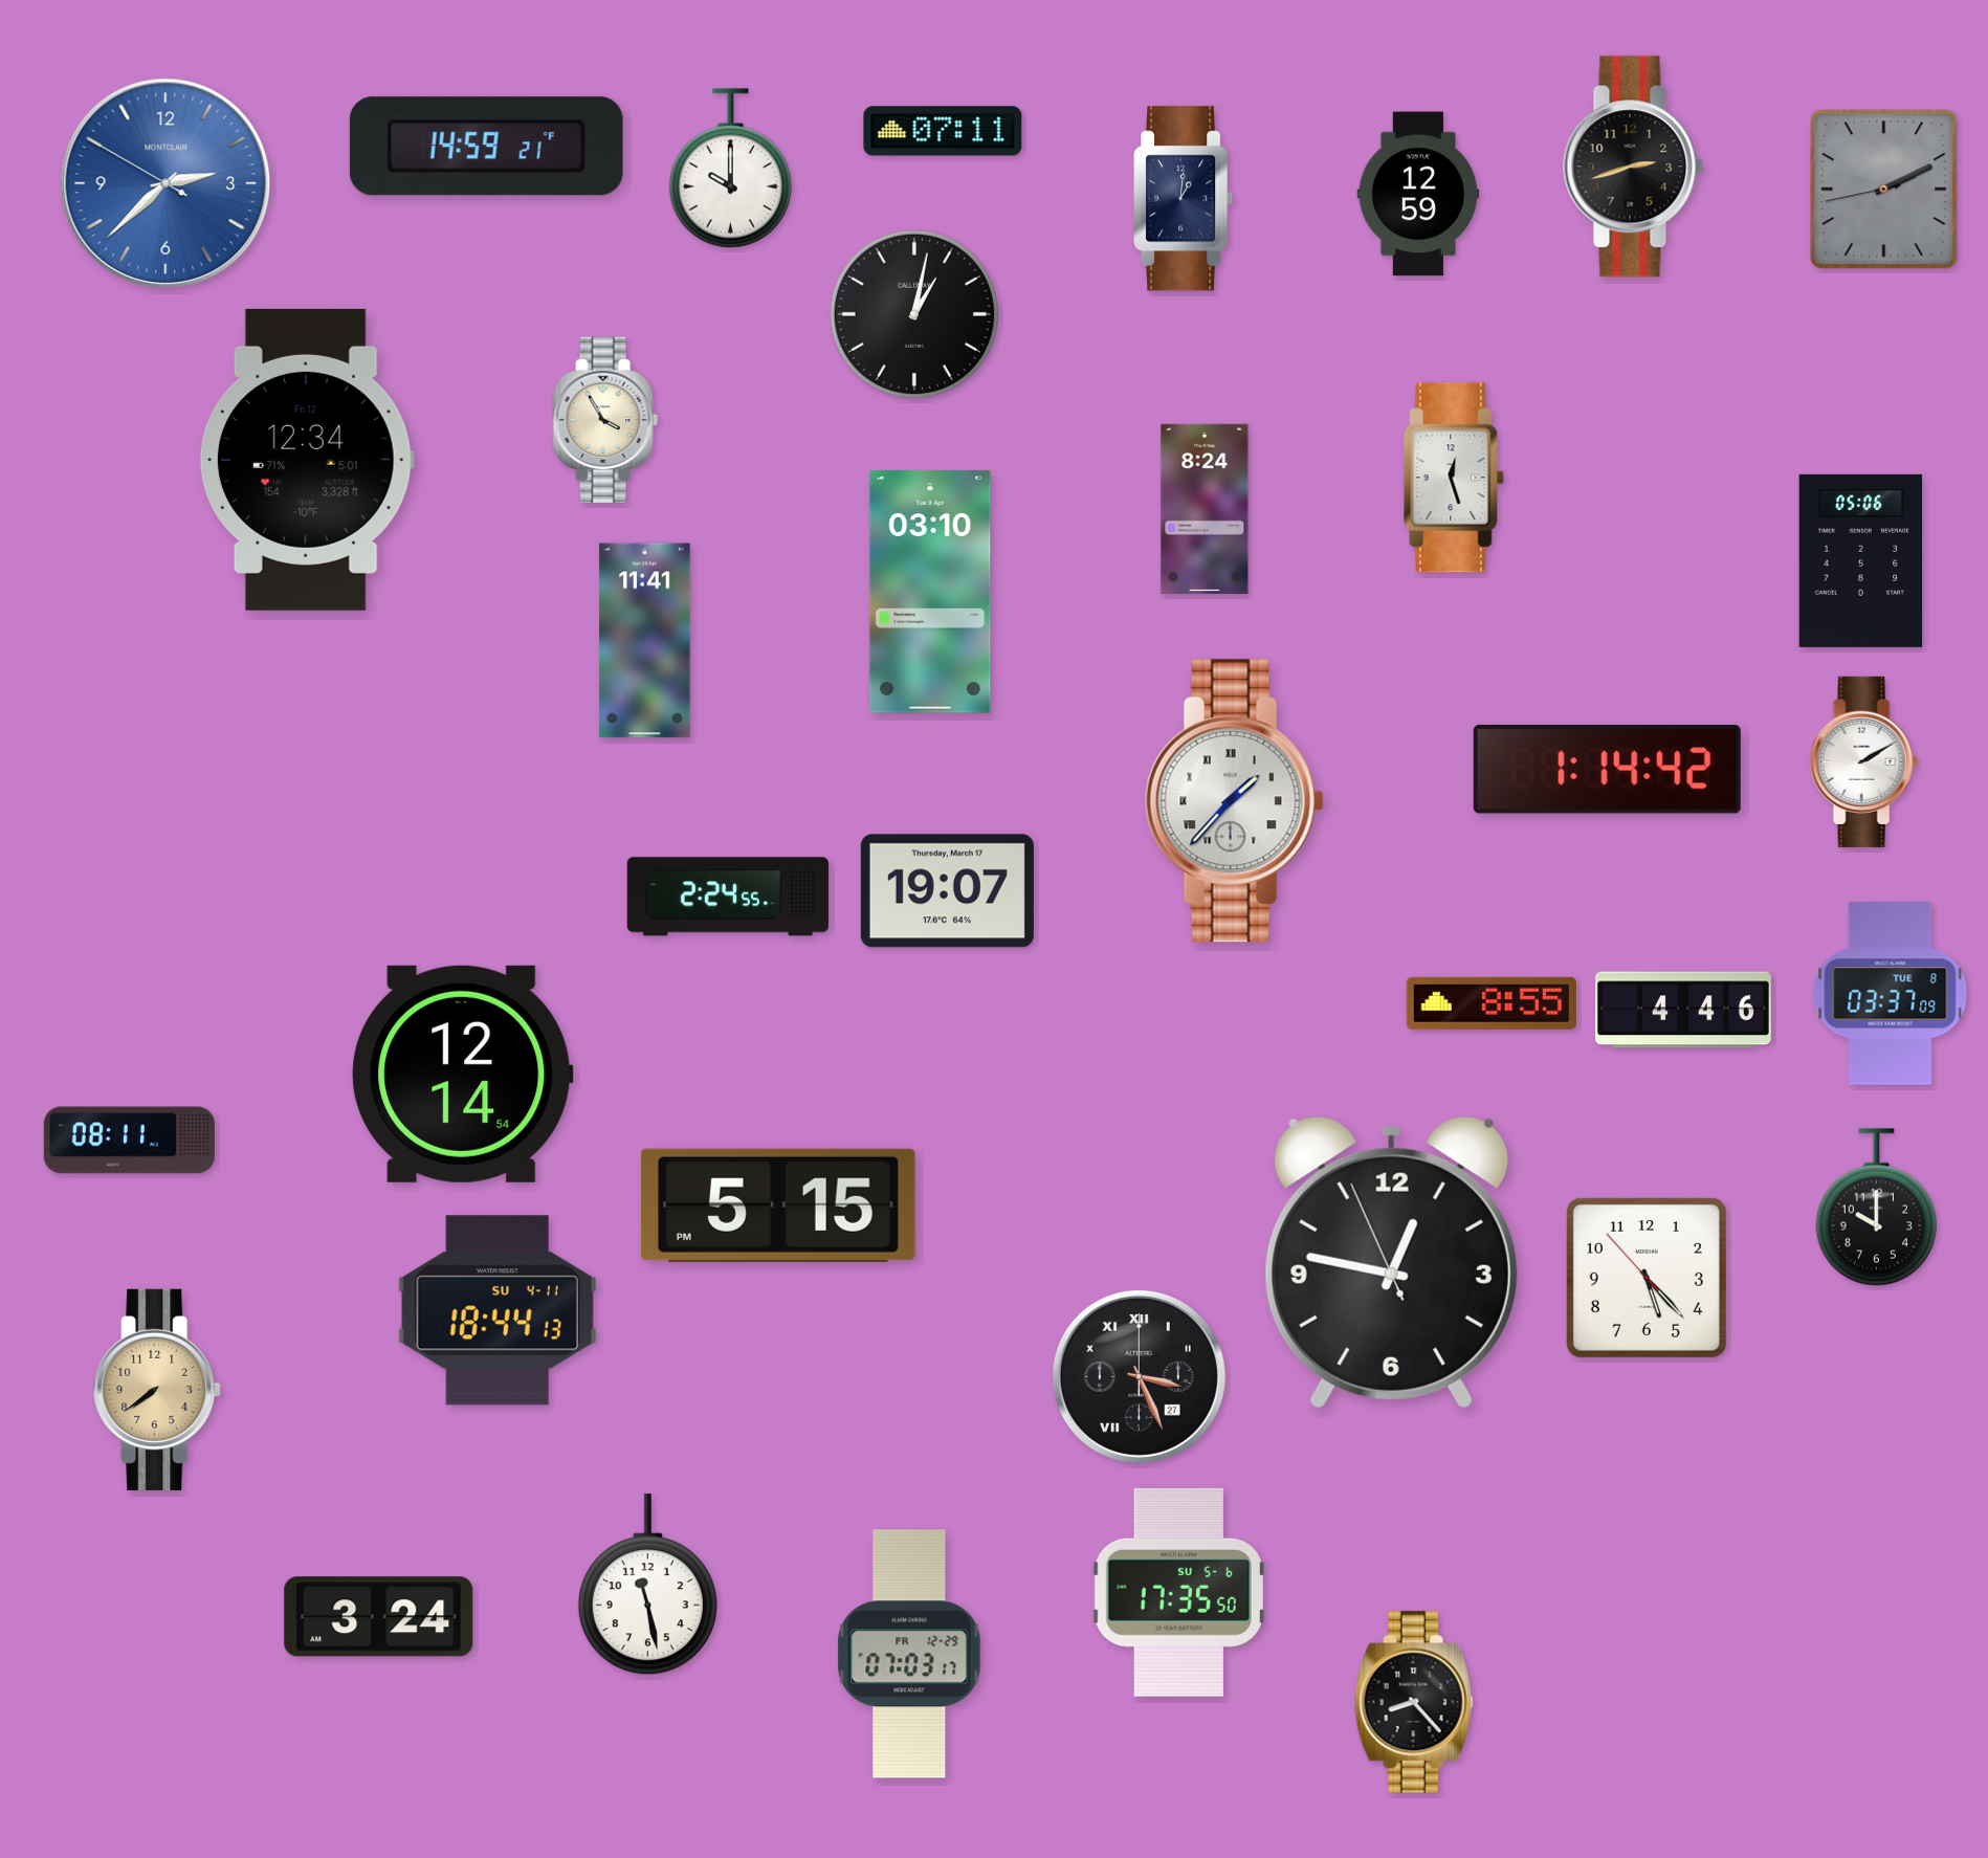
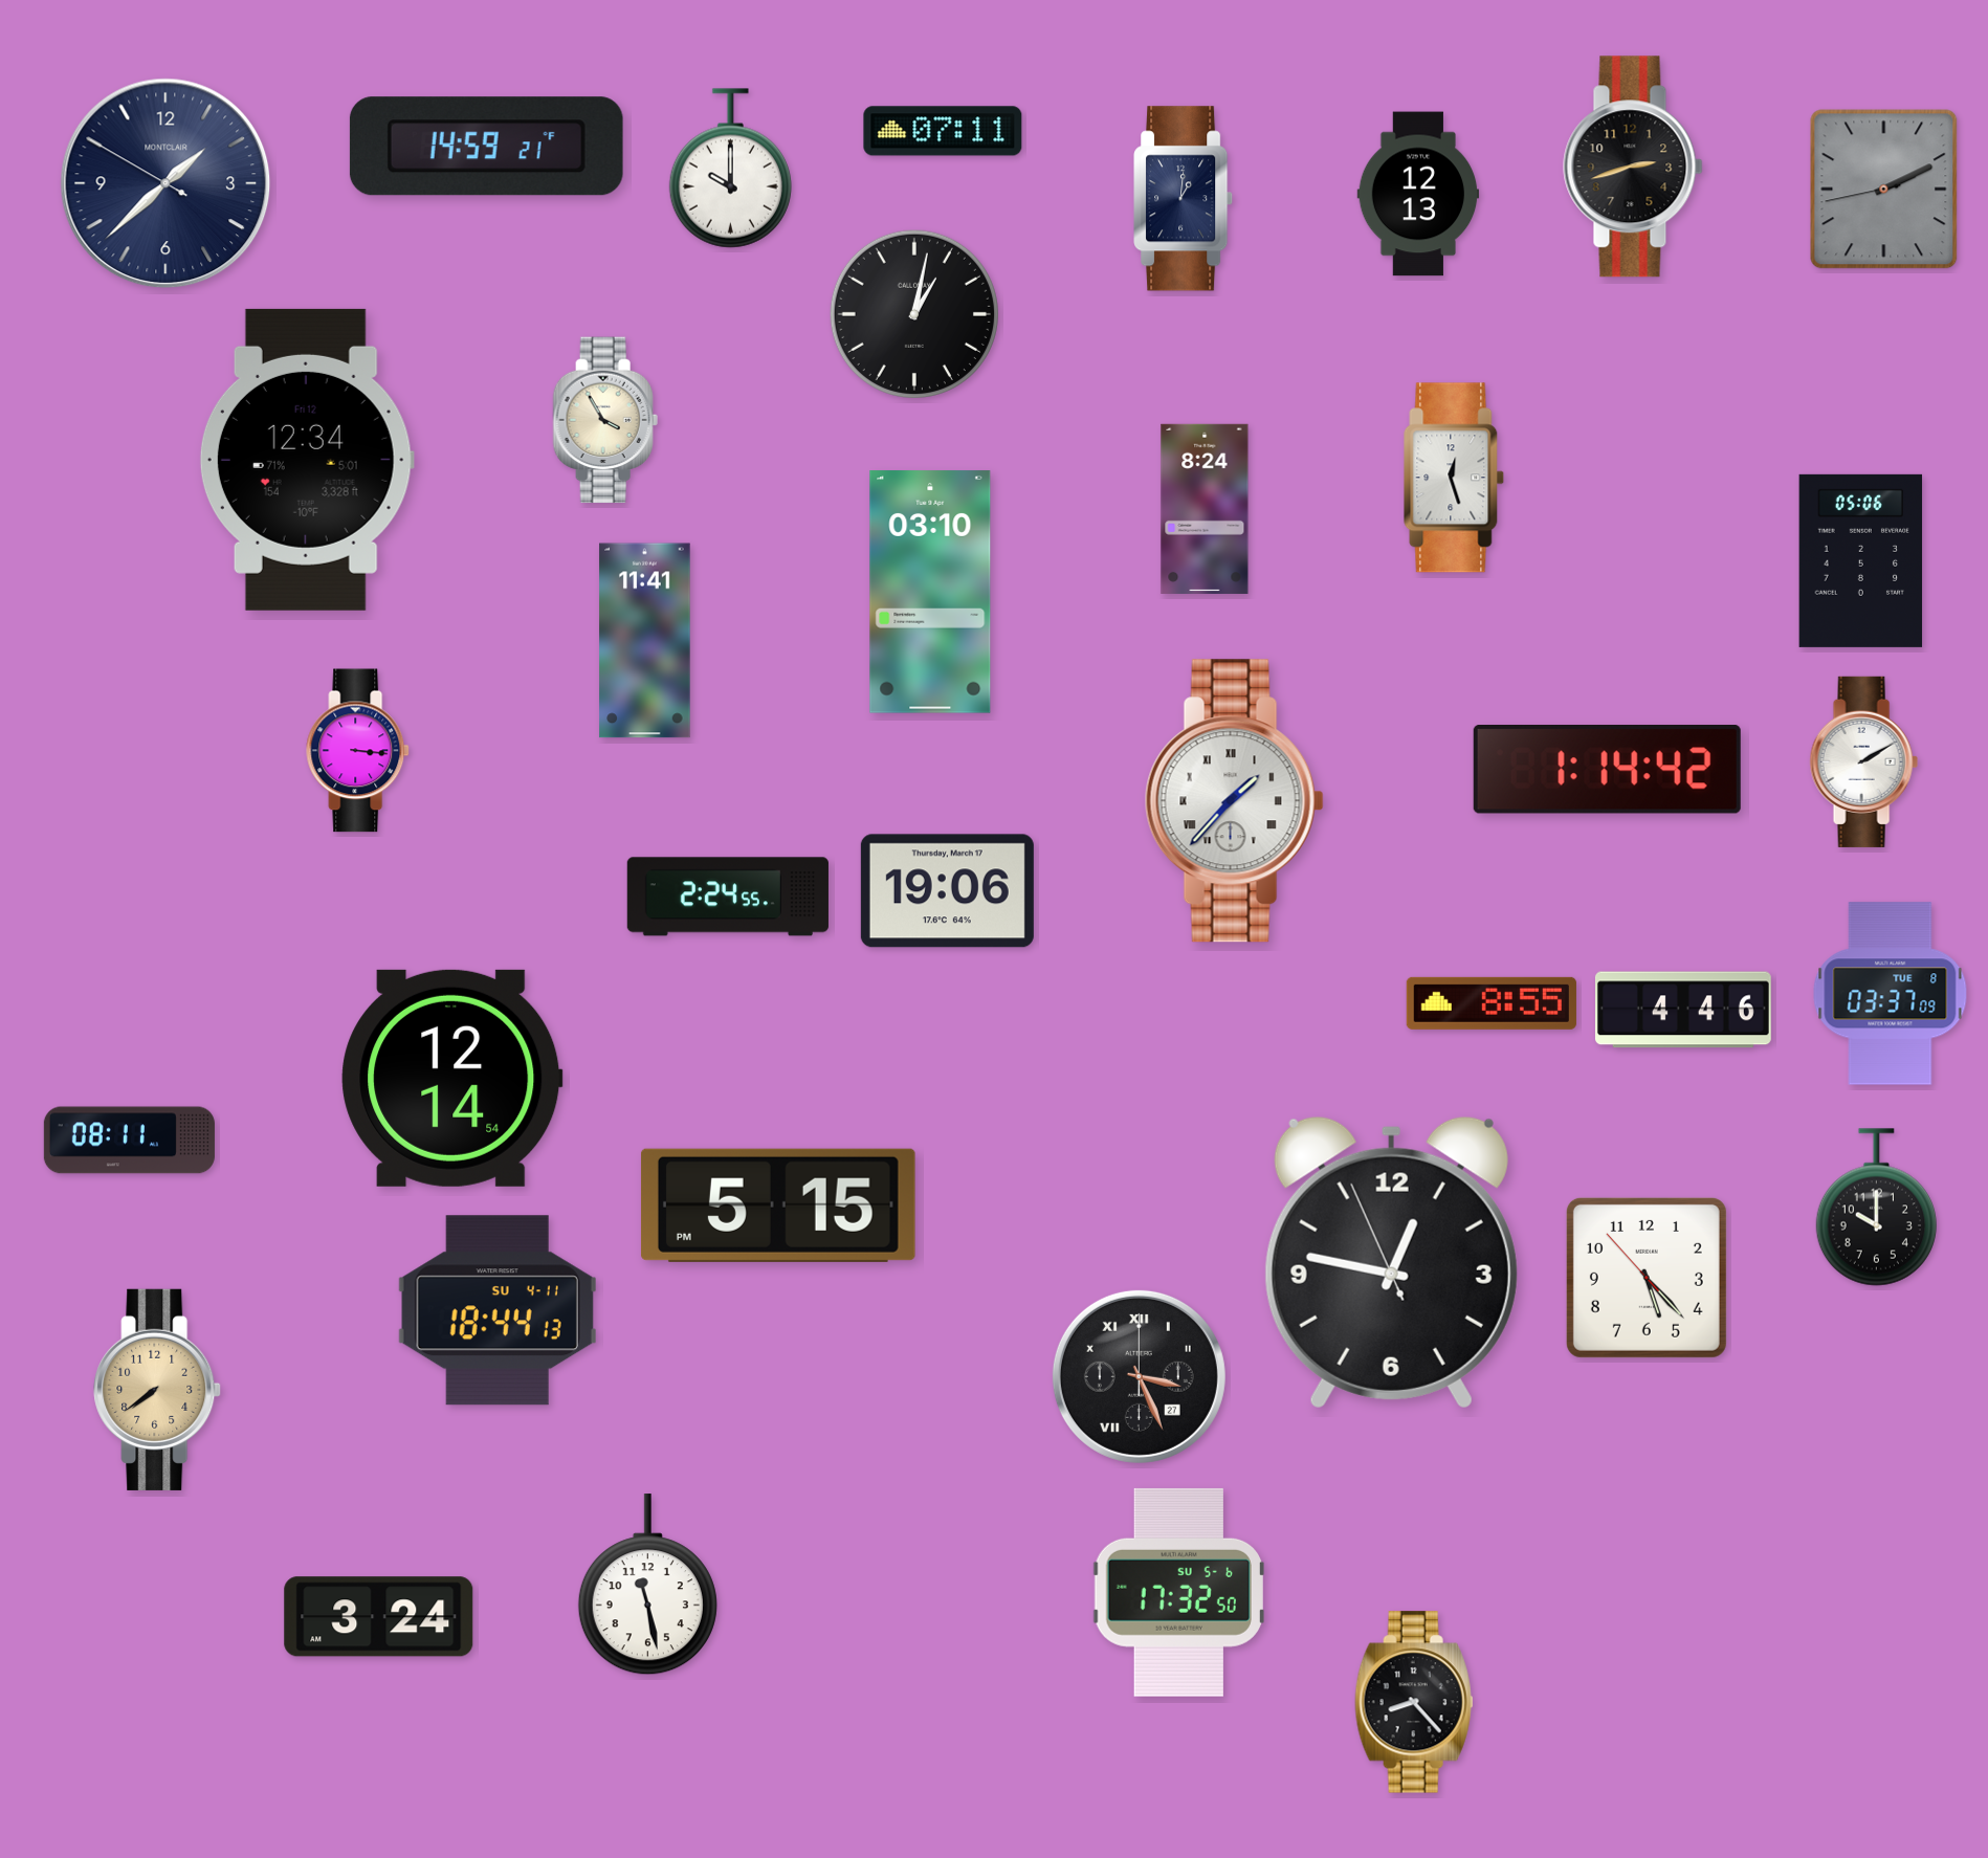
clock at (165, 183): 2:37 -> 1:37
clock at (165, 183) dial: blue -> navy
clock at (1418, 194): 12:59 -> 12:13
clock at (358, 751): none -> 3:16
clock at (947, 891): 19:07 -> 19:06
clock at (463, 1074) position: (463, 1074) -> (452, 1078)
clock at (1178, 1592): 17:35 -> 17:32
clock at (909, 1654): 07:03 -> none
